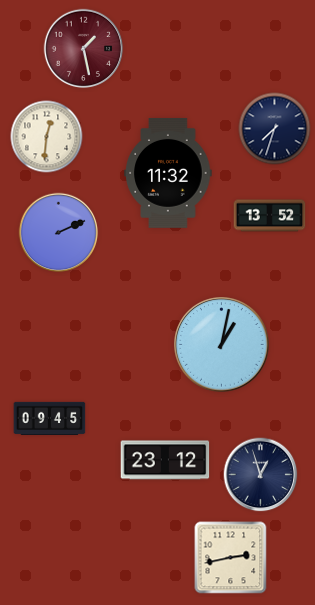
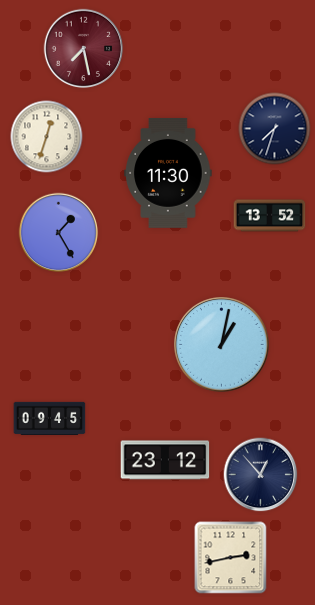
clock at (84, 49): 1:28 -> 7:28
clock at (47, 137): 12:31 -> 12:33
clock at (168, 173): 11:32 -> 11:30
clock at (59, 233): 2:11 -> 1:25
clock at (261, 475): 12:57 -> 12:53
